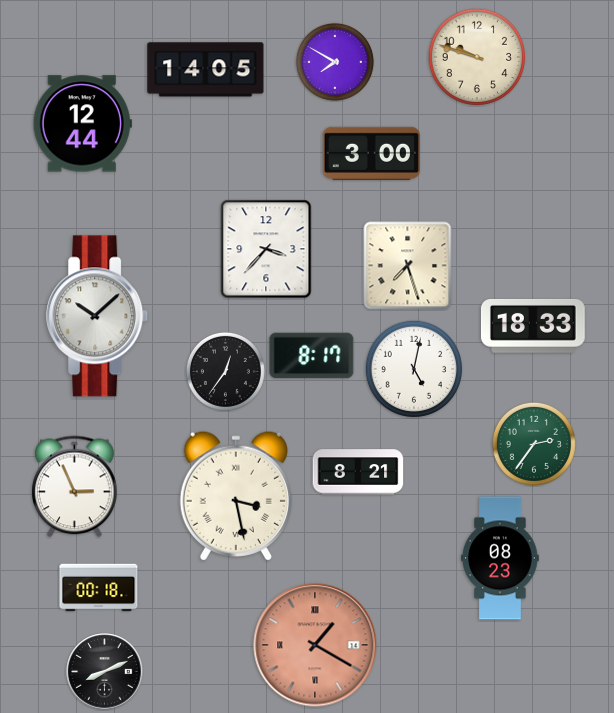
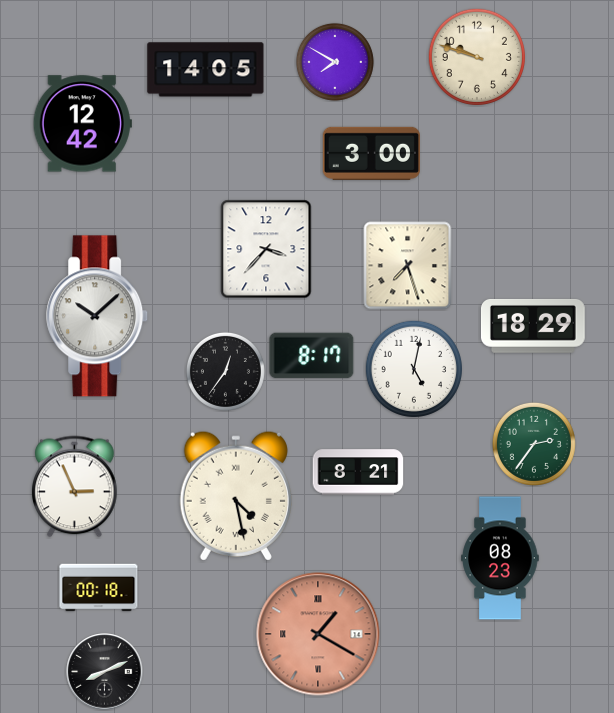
clock at (82, 124): 12:44 -> 12:42
clock at (533, 326): 18:33 -> 18:29
clock at (236, 496): 3:28 -> 4:28
clock at (315, 645) position: (315, 645) -> (318, 634)
